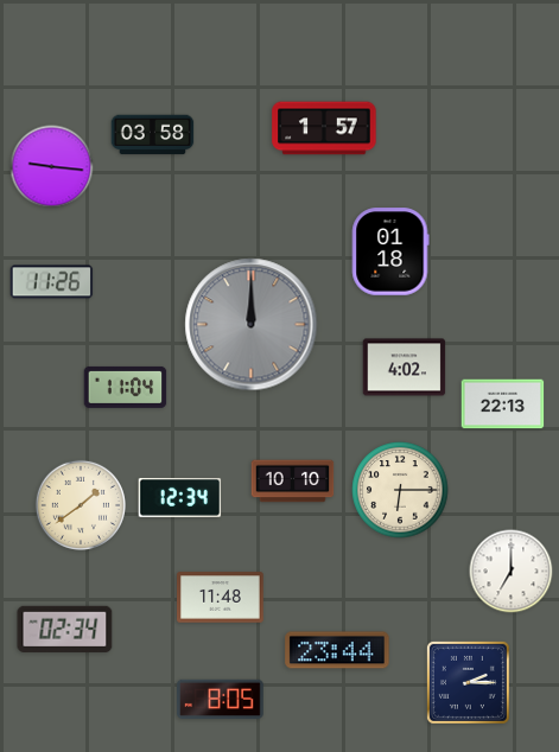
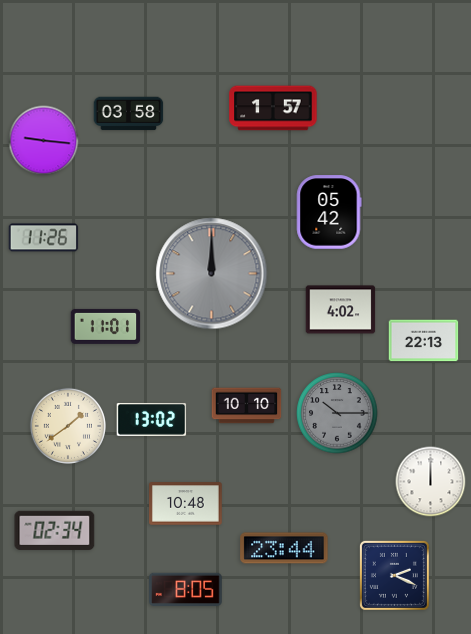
clock at (390, 251): 01:18 -> 05:42
clock at (126, 387): 11:04 -> 11:01
clock at (400, 490): 6:15 -> 10:15
clock at (400, 490) dial: cream -> grey
clock at (180, 497): 12:34 -> 13:02
clock at (512, 572): 7:00 -> 12:00
clock at (221, 598): 11:48 -> 10:48
clock at (468, 682): 2:15 -> 2:19
